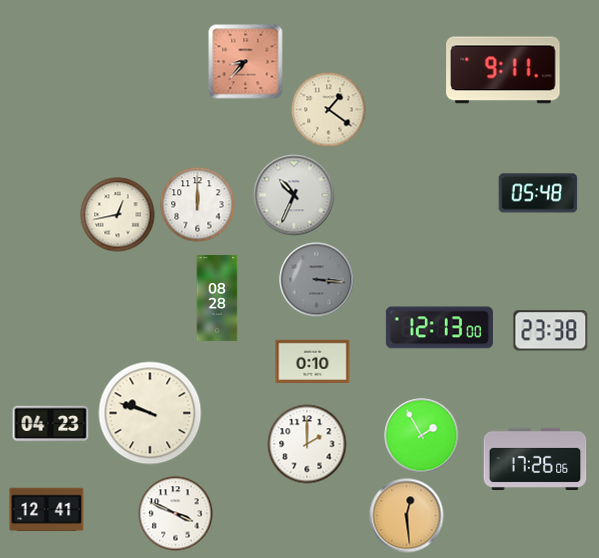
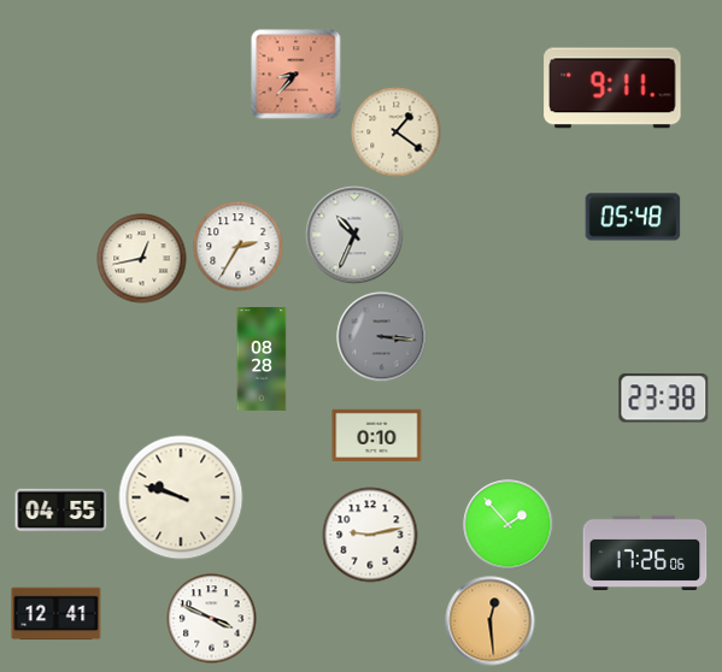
clock at (503, 70) position: (503, 70) -> (612, 88)
clock at (538, 193) position: (538, 193) -> (633, 217)
clock at (198, 205): 12:00 -> 2:35
clock at (439, 328): 12:13 -> none
clock at (51, 424): 04:23 -> 04:55
clock at (422, 436): 1:55 -> 1:53
clock at (307, 444): 2:00 -> 9:13
